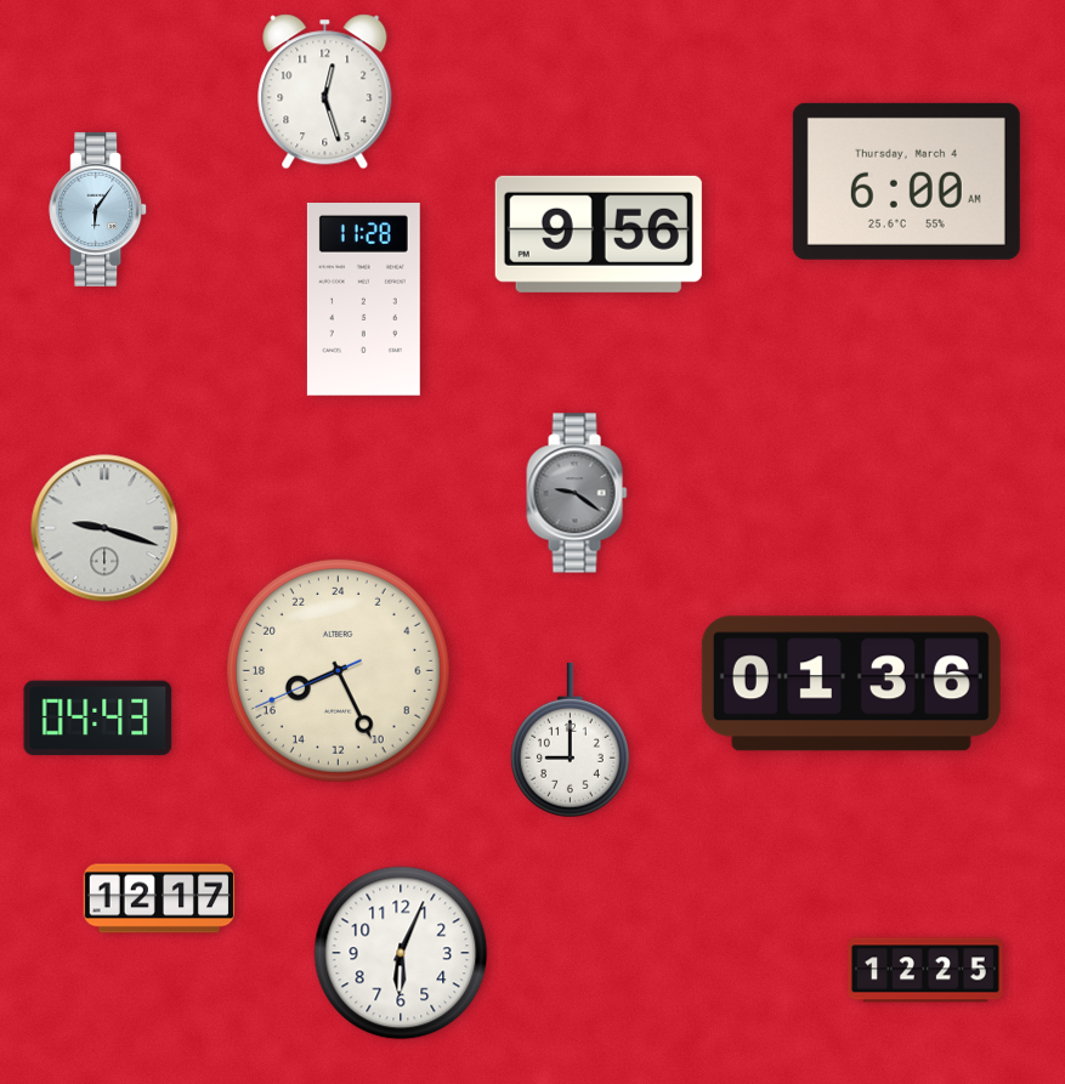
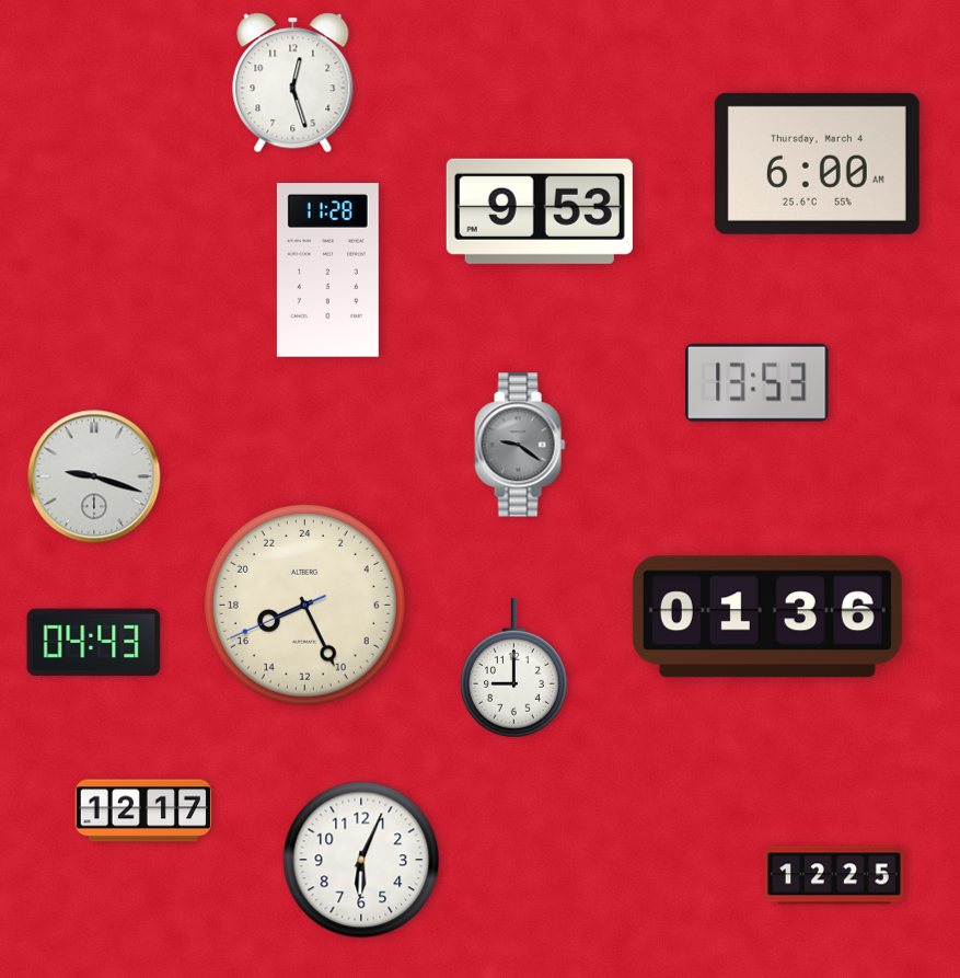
clock at (98, 209): 6:06 -> none
clock at (599, 234): 9:56 -> 9:53
clock at (757, 382): none -> 13:53
clock at (98, 719) position: (98, 719) -> (94, 643)
